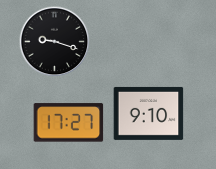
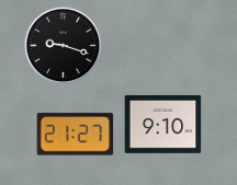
clock at (55, 42) position: (55, 42) -> (64, 46)
clock at (69, 123): 17:27 -> 21:27
